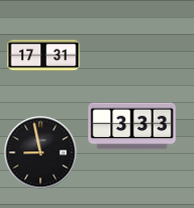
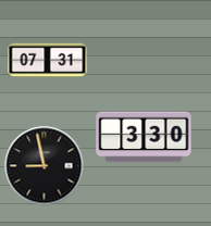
clock at (44, 56): 17:31 -> 07:31
clock at (132, 126): 3:33 -> 3:30
